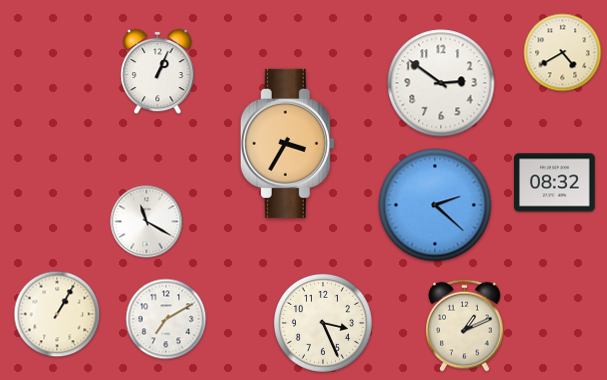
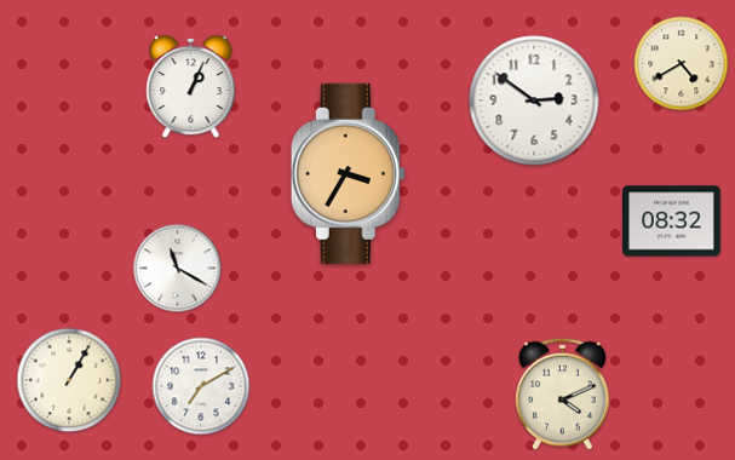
clock at (435, 205): 2:22 -> none
clock at (323, 323): 3:26 -> none
clock at (465, 325): 1:11 -> 4:11
